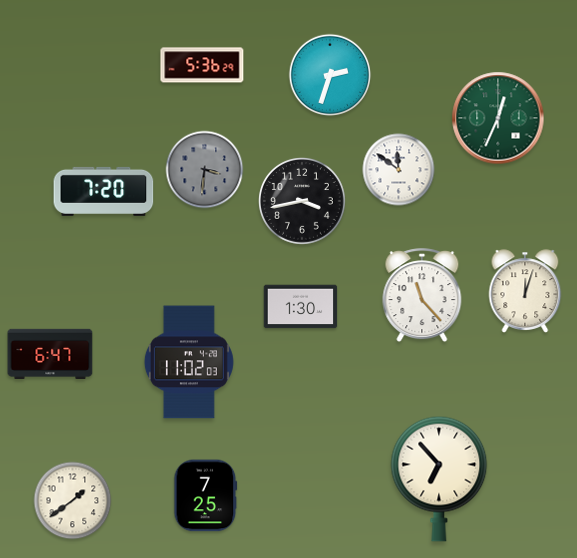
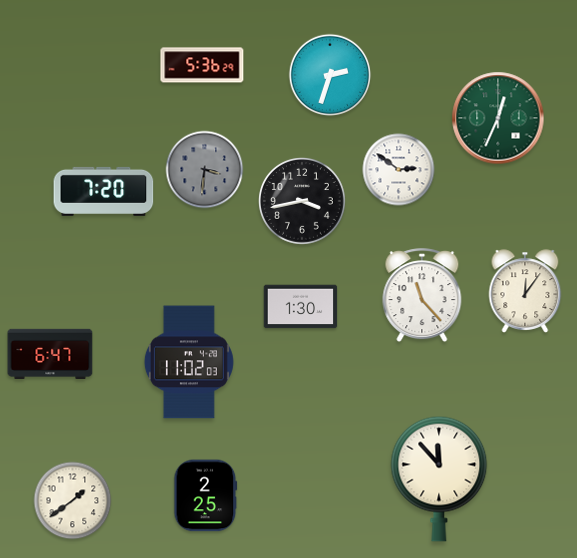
clock at (399, 170): 11:51 -> 2:51
clock at (525, 291): 12:03 -> 12:06
clock at (439, 479): 6:53 -> 11:53
clock at (206, 496): 7:25 -> 2:25
